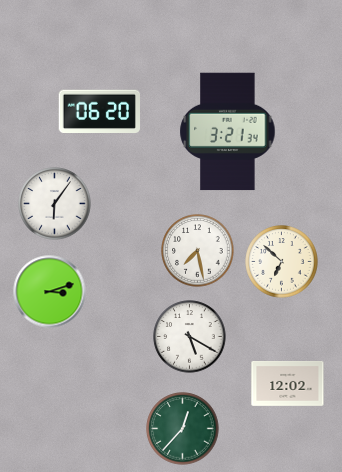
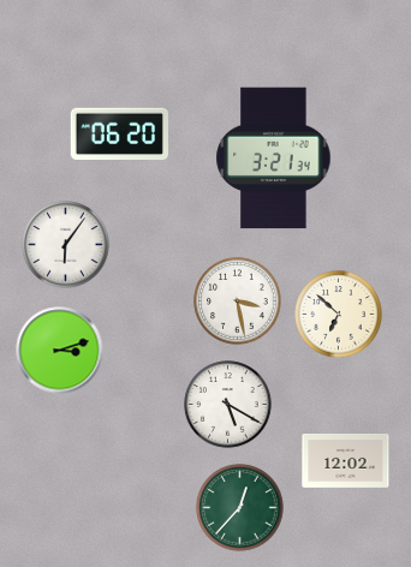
clock at (198, 251): 7:28 -> 3:28
clock at (183, 429) position: (183, 429) -> (240, 508)
